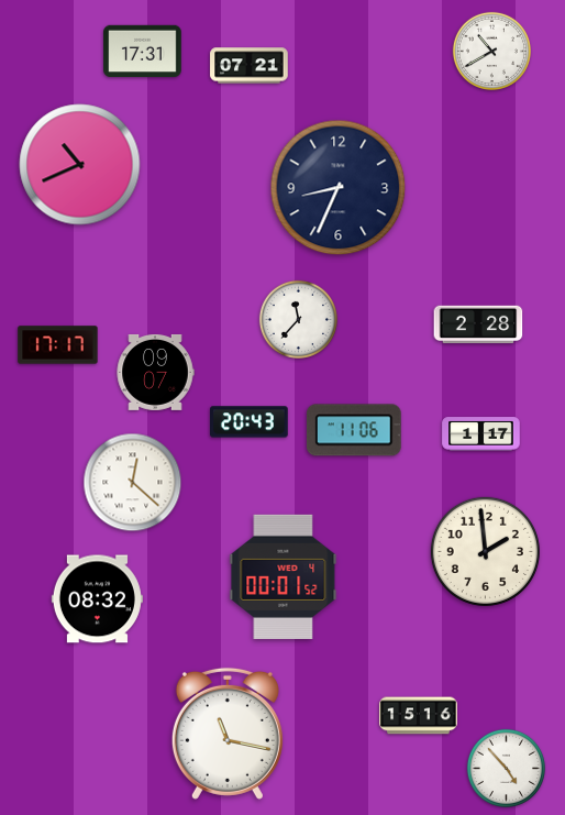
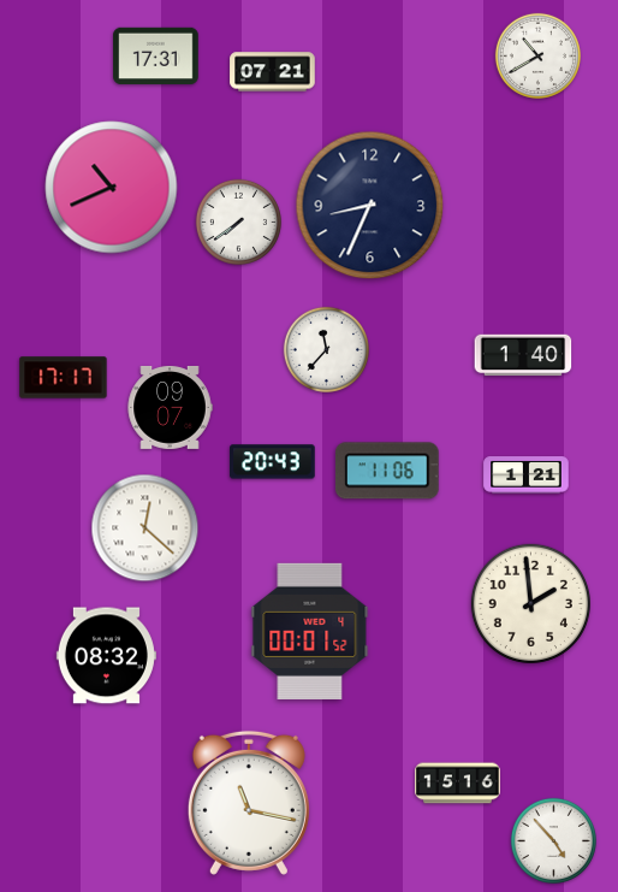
clock at (80, 165) position: (80, 165) -> (112, 188)
clock at (238, 221): none -> 7:39
clock at (478, 324): 2:28 -> 1:40
clock at (481, 434): 1:17 -> 1:21
